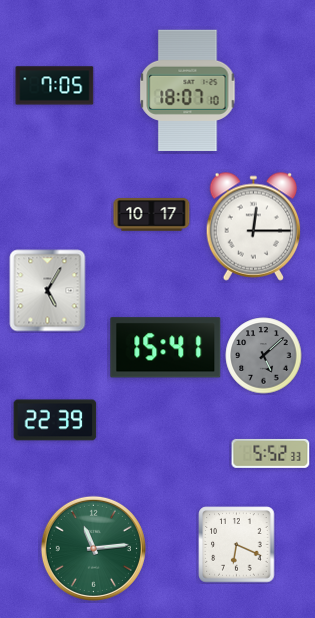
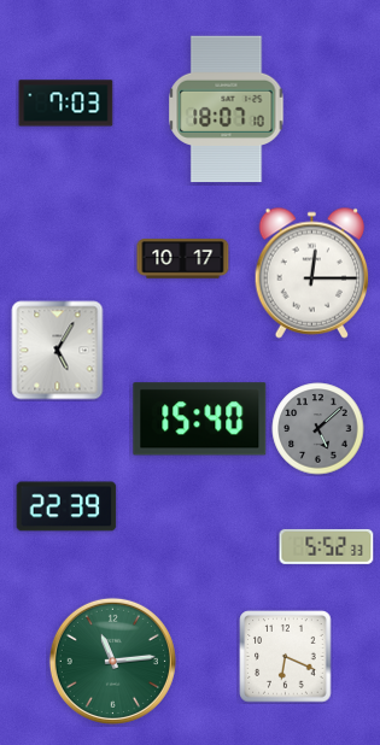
clock at (55, 86): 7:05 -> 7:03
clock at (254, 226) position: (254, 226) -> (312, 272)
clock at (166, 348): 15:41 -> 15:40
